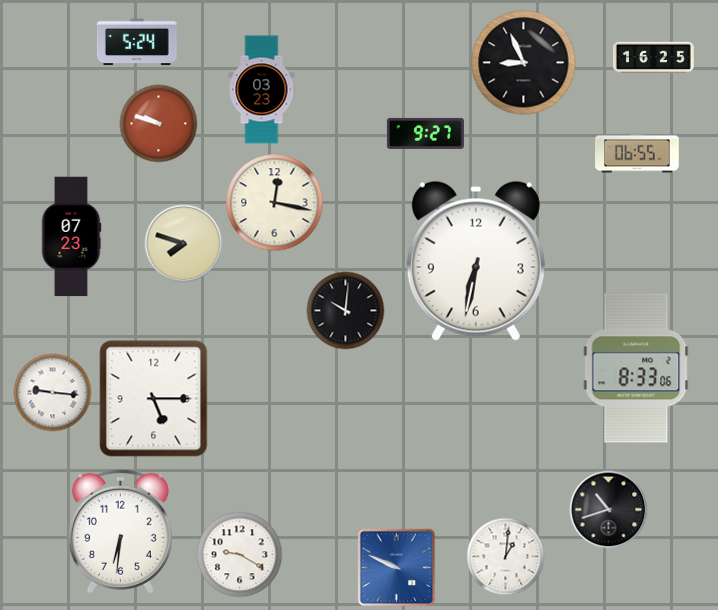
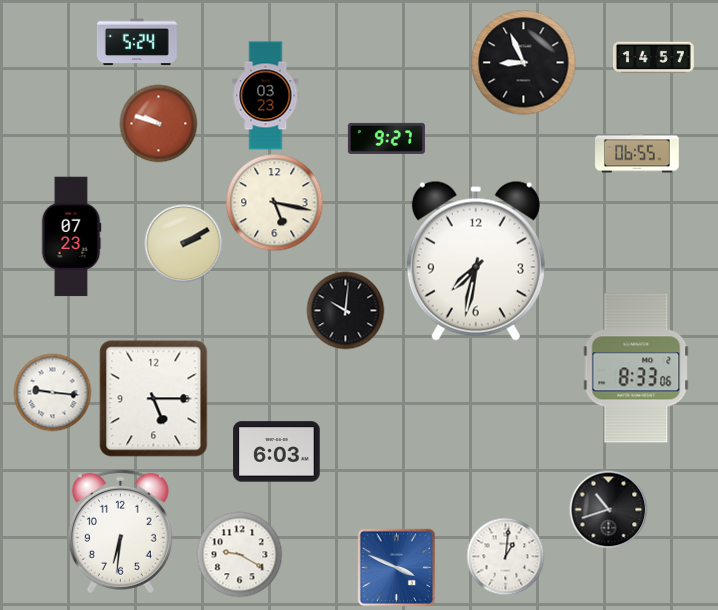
clock at (654, 58): 16:25 -> 14:57
clock at (262, 90) position: (262, 90) -> (266, 96)
clock at (425, 133) position: (425, 133) -> (386, 138)
clock at (274, 202): 12:17 -> 5:17
clock at (183, 243): 7:48 -> 2:10
clock at (476, 261): 6:32 -> 7:32
clock at (277, 452): none -> 6:03
clock at (396, 567): 9:49 -> 3:49
